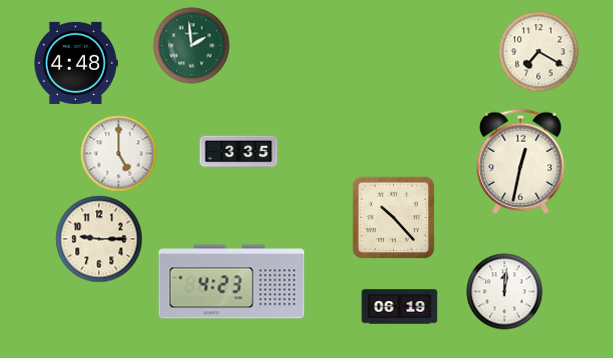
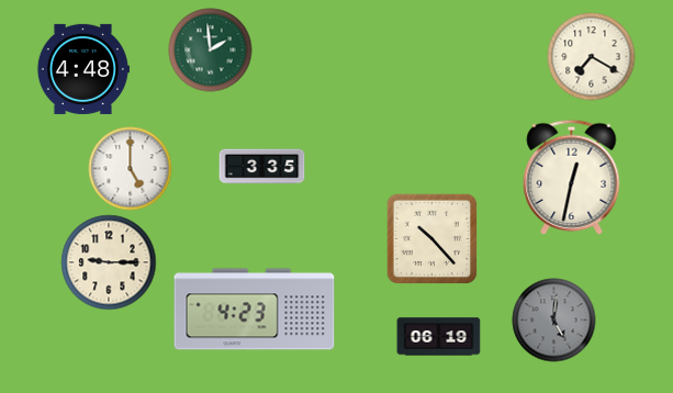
clock at (505, 292): 12:01 -> 5:01
clock at (505, 292) dial: white -> grey
